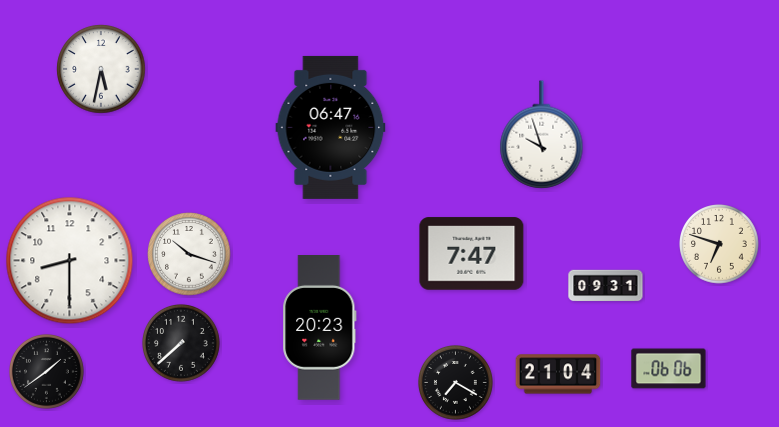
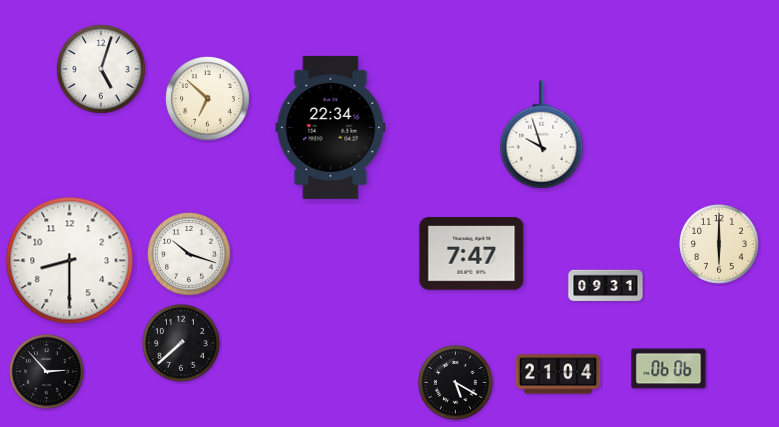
clock at (101, 69): 5:32 -> 5:03
clock at (208, 99): none -> 6:52
clock at (331, 127): 06:47 -> 22:34
clock at (719, 244): 6:48 -> 6:00
clock at (320, 328): 20:23 -> none
clock at (47, 372): 1:39 -> 2:53
clock at (456, 383): 7:20 -> 5:20
